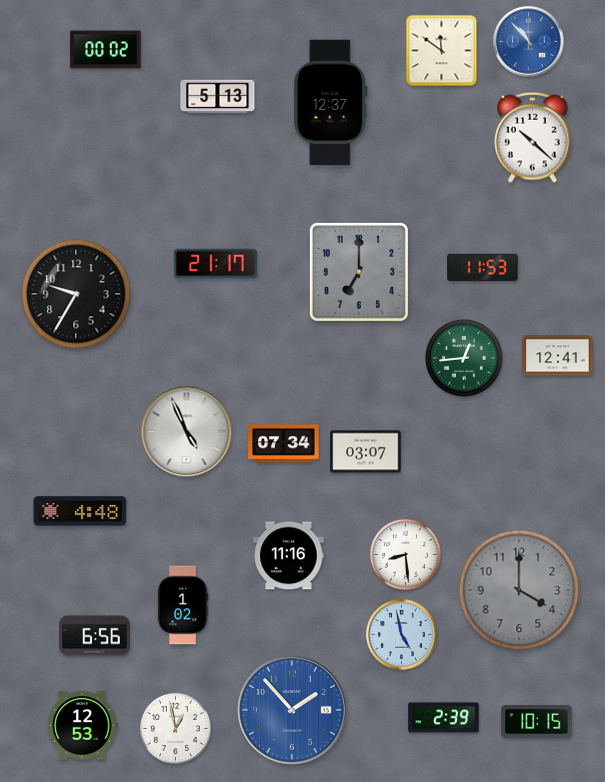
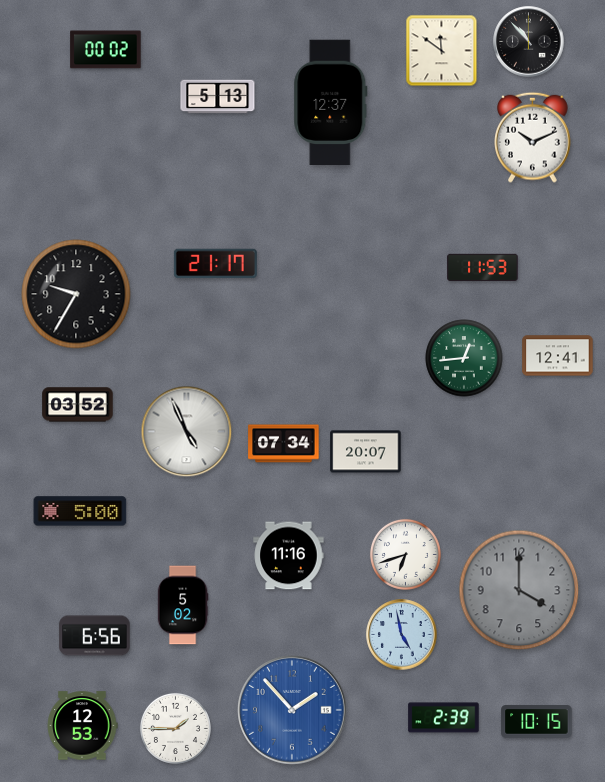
clock at (529, 42) dial: blue -> black
clock at (533, 137): 10:22 -> 10:11
clock at (359, 272): 7:00 -> none
clock at (78, 405): none -> 03:52
clock at (366, 452): 03:07 -> 20:07
clock at (80, 511): 4:48 -> 5:00
clock at (405, 554): 8:29 -> 6:42
clock at (183, 605): 1:02 -> 5:02
clock at (175, 728): 12:58 -> 1:45
